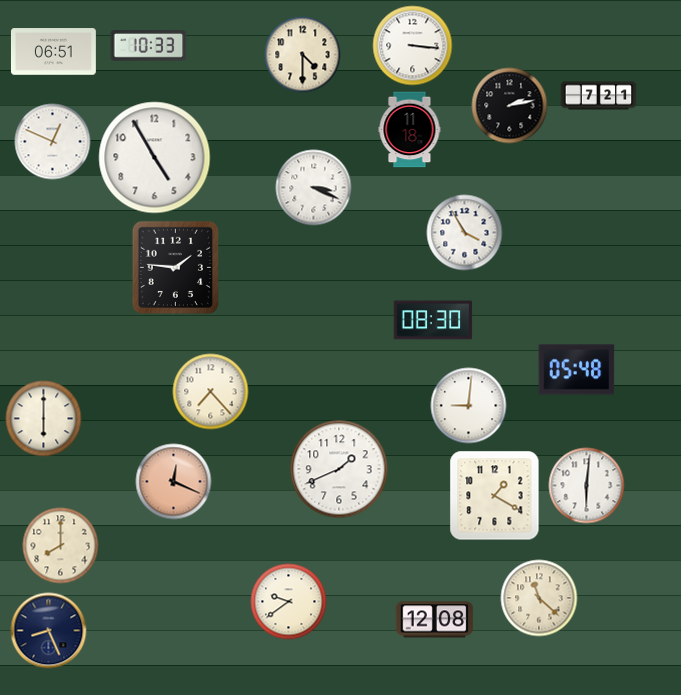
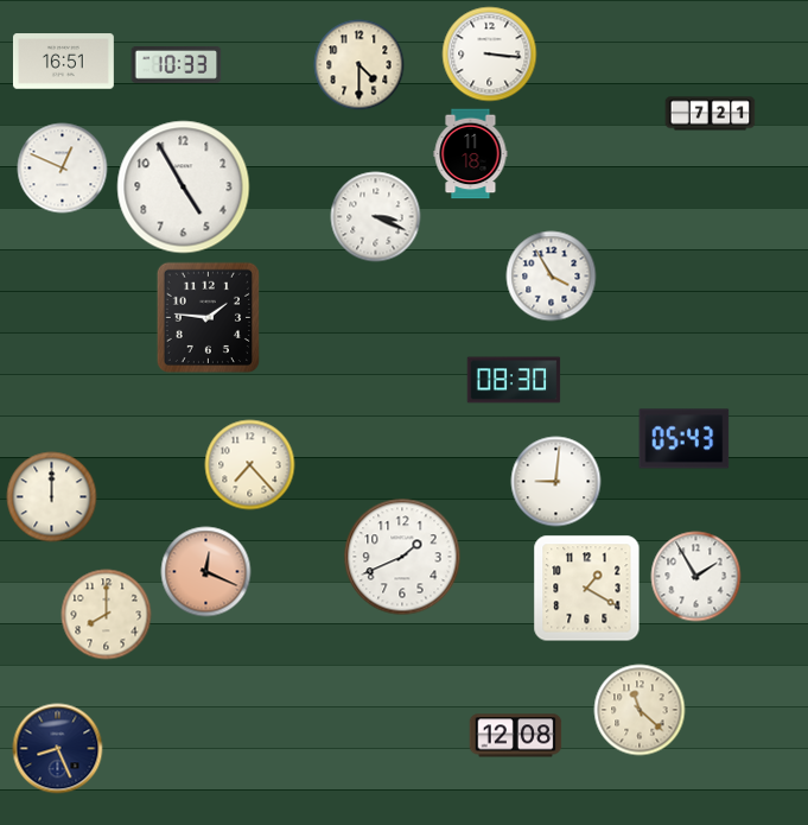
clock at (149, 46) position: (149, 46) -> (177, 65)
clock at (53, 52): 06:51 -> 16:51
clock at (510, 106): 2:13 -> none
clock at (410, 130) position: (410, 130) -> (471, 154)
clock at (314, 188) position: (314, 188) -> (376, 217)
clock at (577, 370): 05:48 -> 05:43
clock at (44, 419): 6:00 -> 12:00
clock at (587, 486): 6:01 -> 1:55
clock at (61, 546) position: (61, 546) -> (107, 615)
clock at (289, 602): 9:39 -> none
